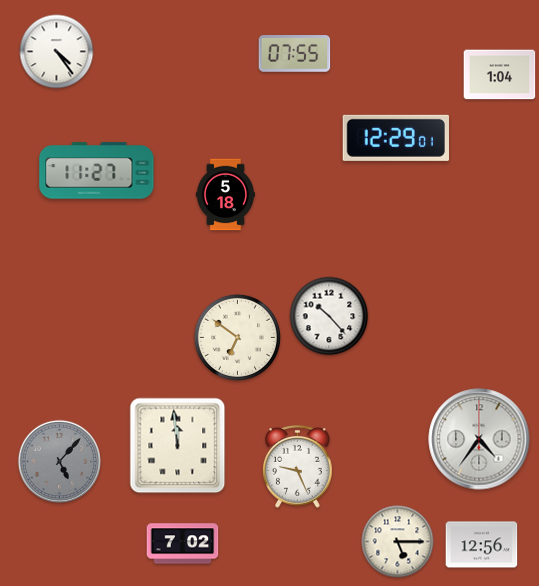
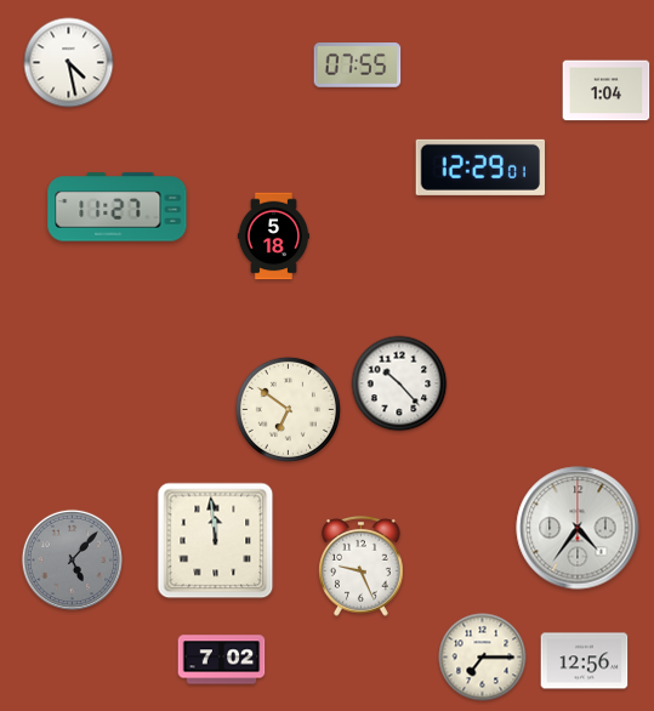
clock at (57, 52): 4:24 -> 4:28
clock at (479, 439) position: (479, 439) -> (578, 528)
clock at (398, 542): 5:15 -> 7:15
